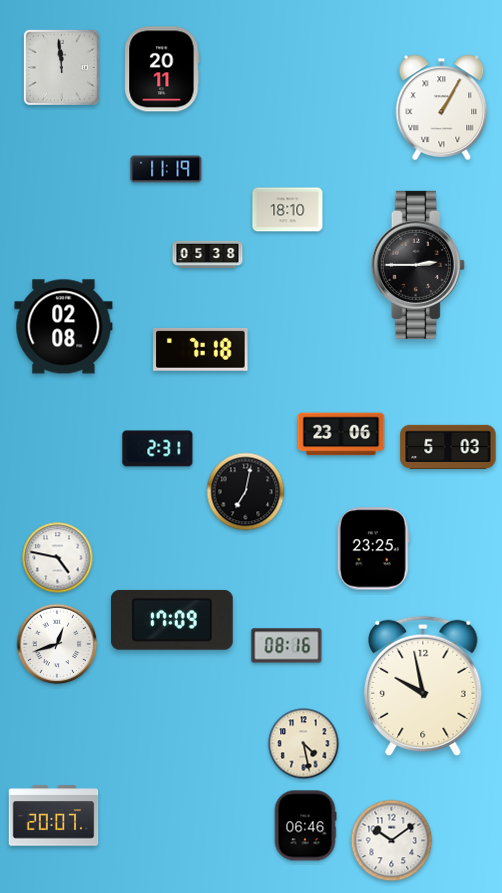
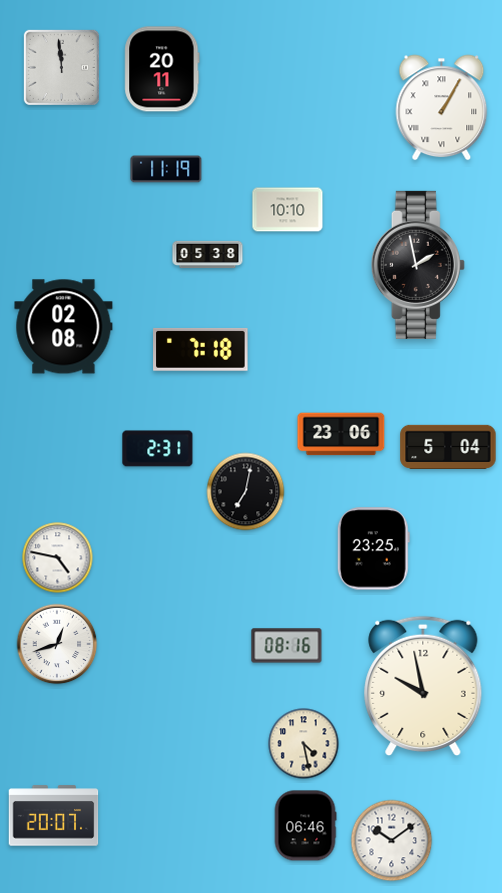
clock at (288, 210): 18:10 -> 10:10
clock at (418, 265): 2:45 -> 1:58
clock at (448, 447): 5:03 -> 5:04
clock at (172, 620): 17:09 -> none
